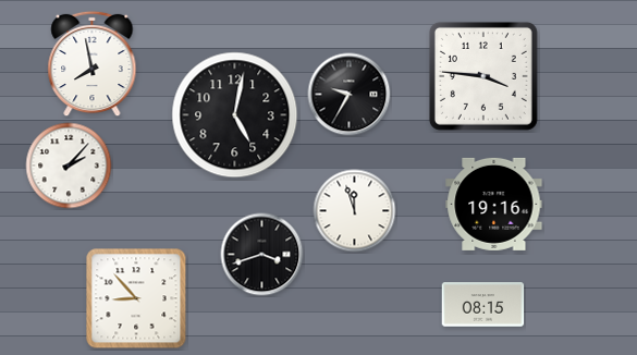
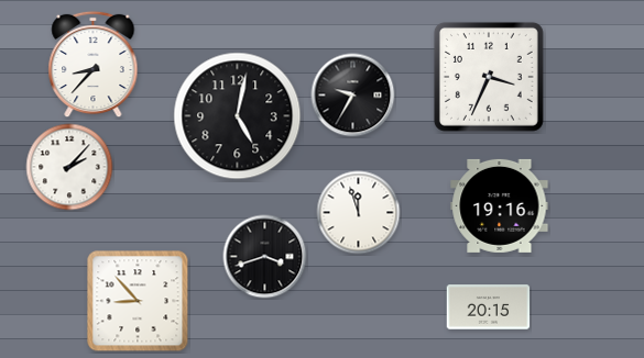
clock at (93, 64): 7:58 -> 8:37
clock at (483, 76): 3:46 -> 3:34
clock at (483, 305): 08:15 -> 20:15
